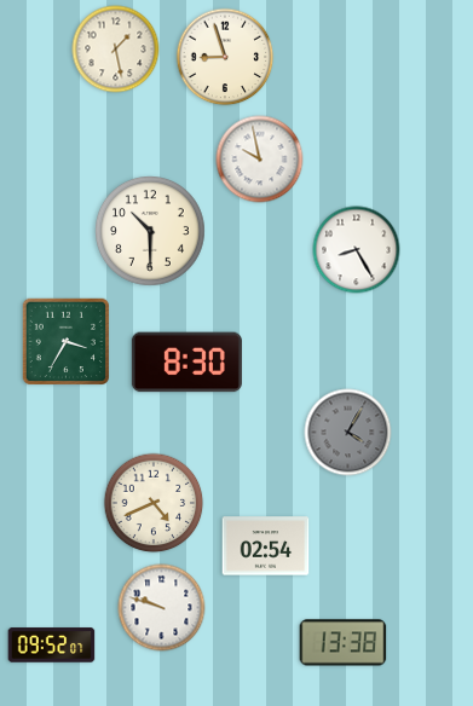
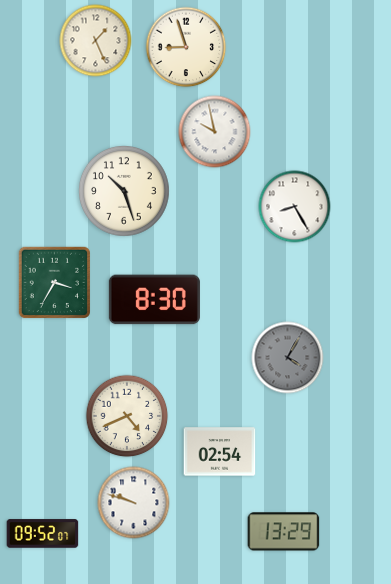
clock at (116, 50): 1:28 -> 1:26
clock at (151, 232): 10:30 -> 10:27
clock at (344, 643): 13:38 -> 13:29
